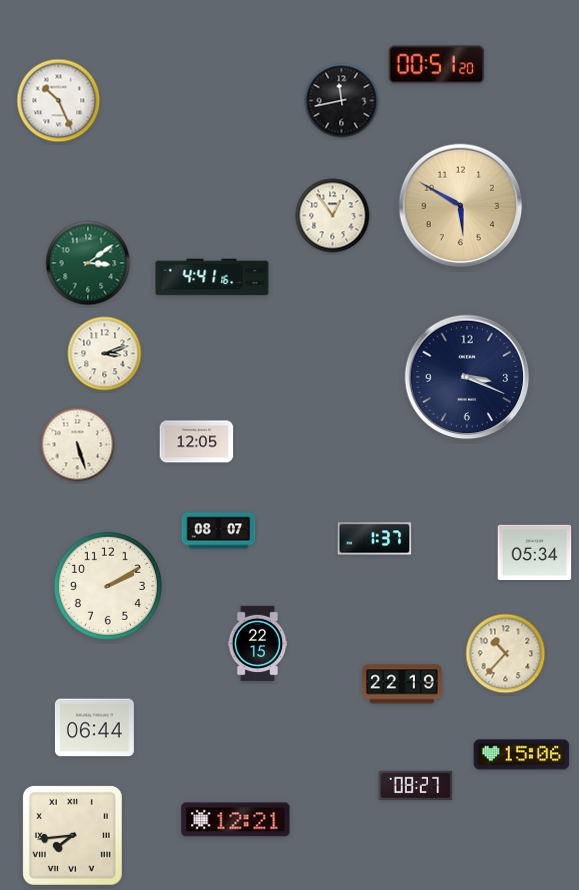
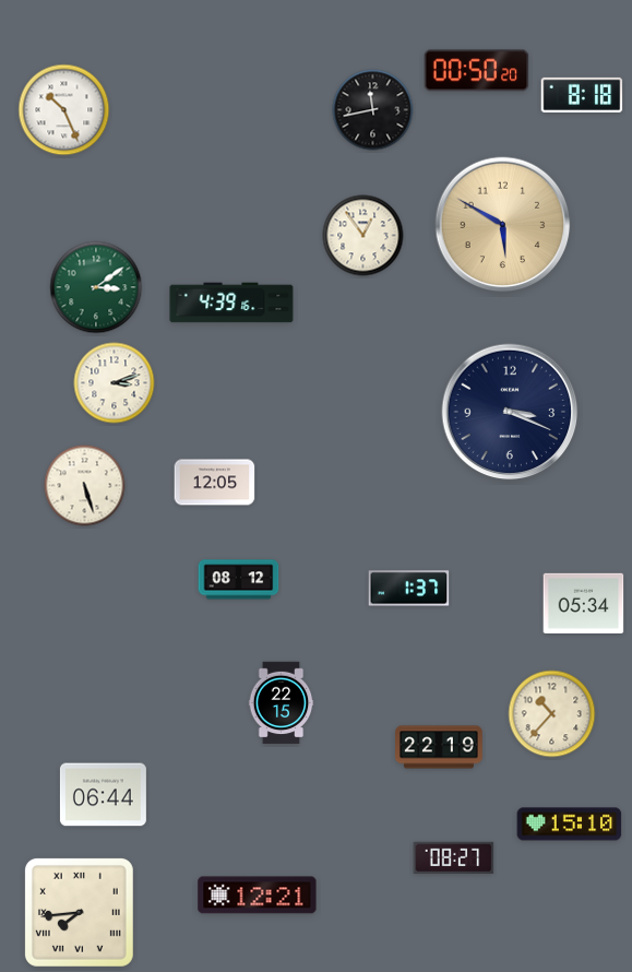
clock at (437, 65): 00:51 -> 00:50
clock at (582, 95): none -> 8:18
clock at (212, 277): 4:41 -> 4:39
clock at (105, 354) position: (105, 354) -> (115, 383)
clock at (219, 531): 08:07 -> 08:12
clock at (108, 586): 2:10 -> none
clock at (522, 755): 15:06 -> 15:10
